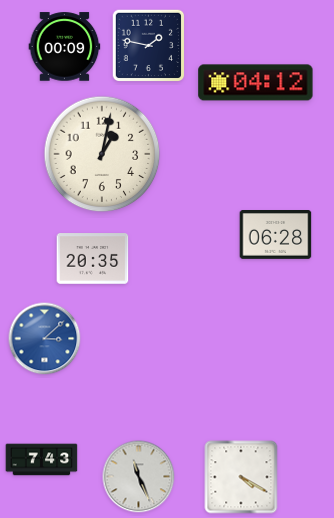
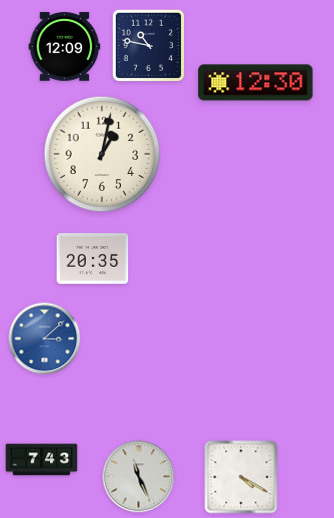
clock at (149, 46): 1:47 -> 10:47
clock at (65, 47): 00:09 -> 12:09
clock at (256, 83): 04:12 -> 12:30
clock at (276, 235): 06:28 -> none
